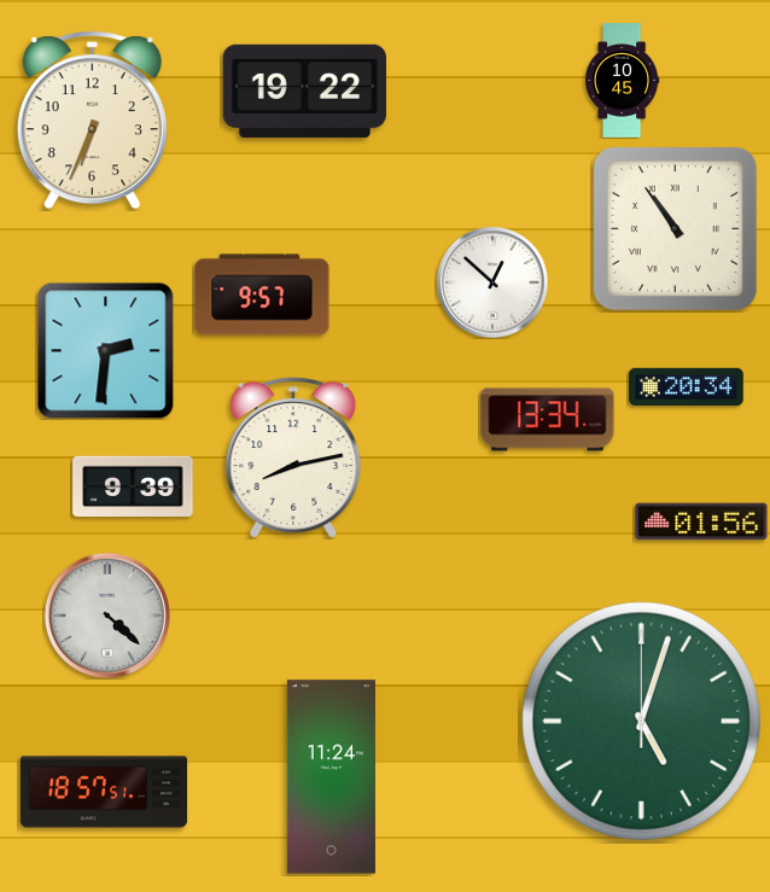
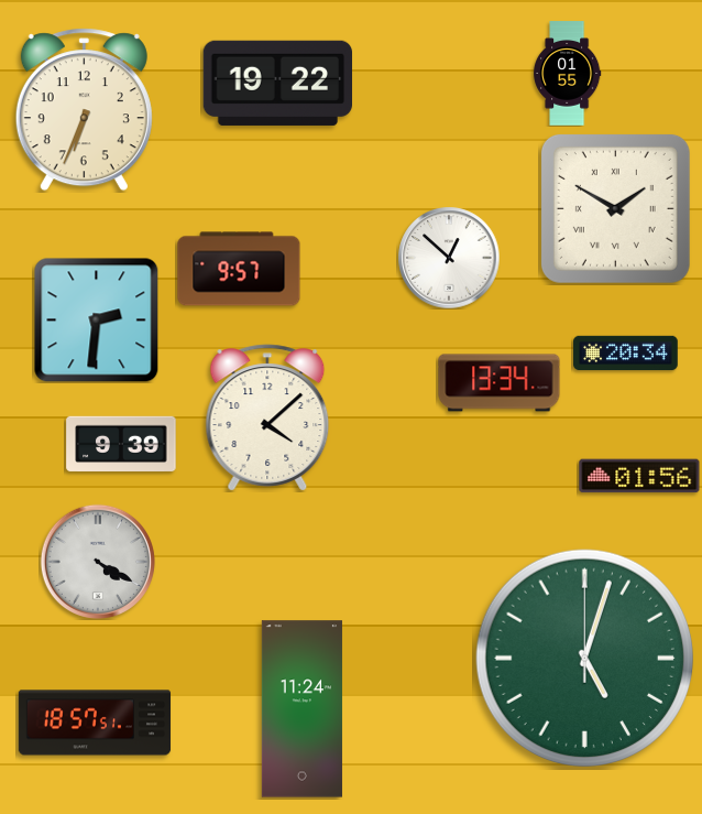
clock at (623, 81): 10:45 -> 01:55
clock at (675, 228): 10:54 -> 1:50
clock at (293, 457): 8:13 -> 4:08
clock at (107, 616): 4:22 -> 4:20
